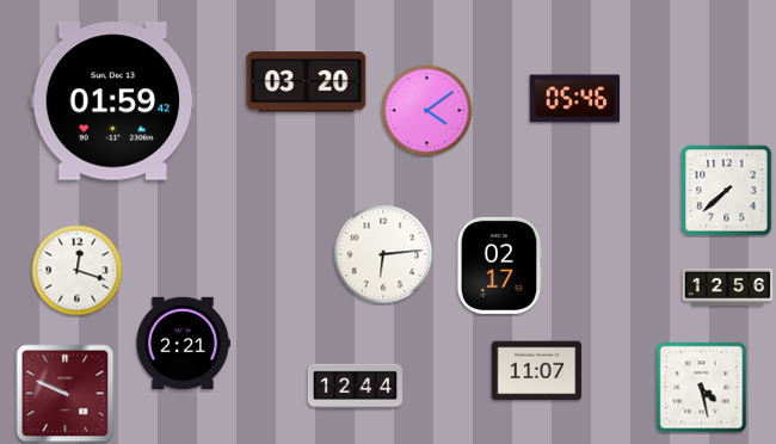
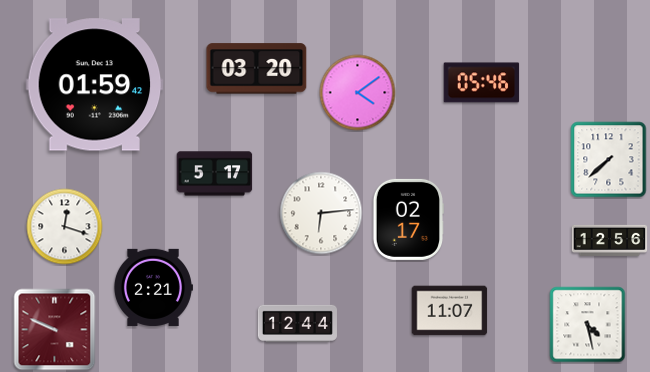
clock at (215, 174): none -> 5:17
clock at (499, 265) position: (499, 265) -> (408, 219)
